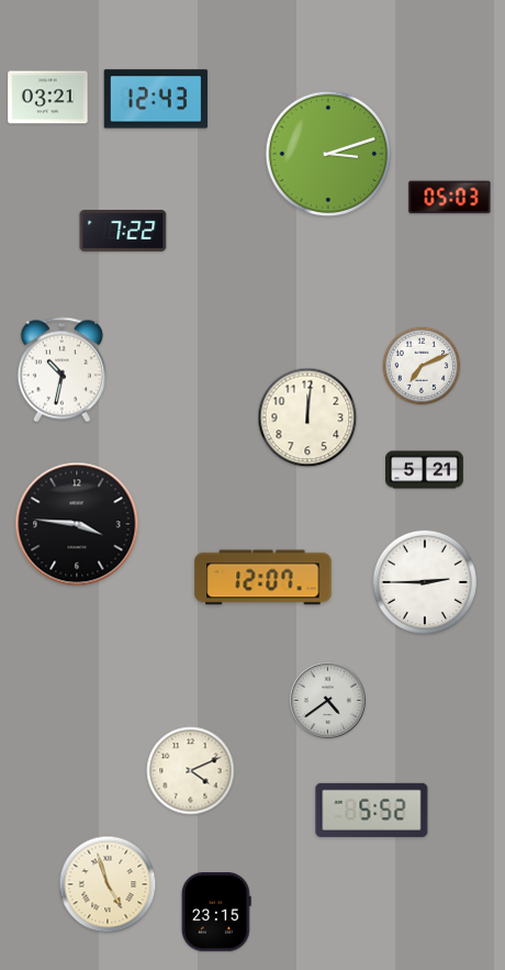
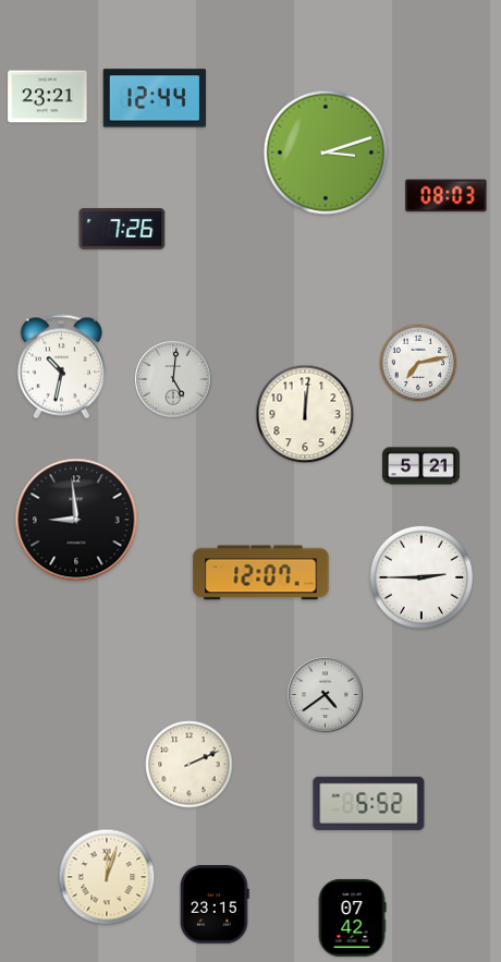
clock at (48, 98): 03:21 -> 23:21
clock at (155, 99): 12:43 -> 12:44
clock at (450, 198): 05:03 -> 08:03
clock at (123, 231): 7:22 -> 7:26
clock at (422, 366): 7:11 -> 7:13
clock at (173, 379): none -> 5:01
clock at (77, 524): 3:46 -> 8:59
clock at (191, 771): 4:11 -> 2:11
clock at (108, 884): 4:57 -> 12:03
clock at (352, 917): none -> 07:42
